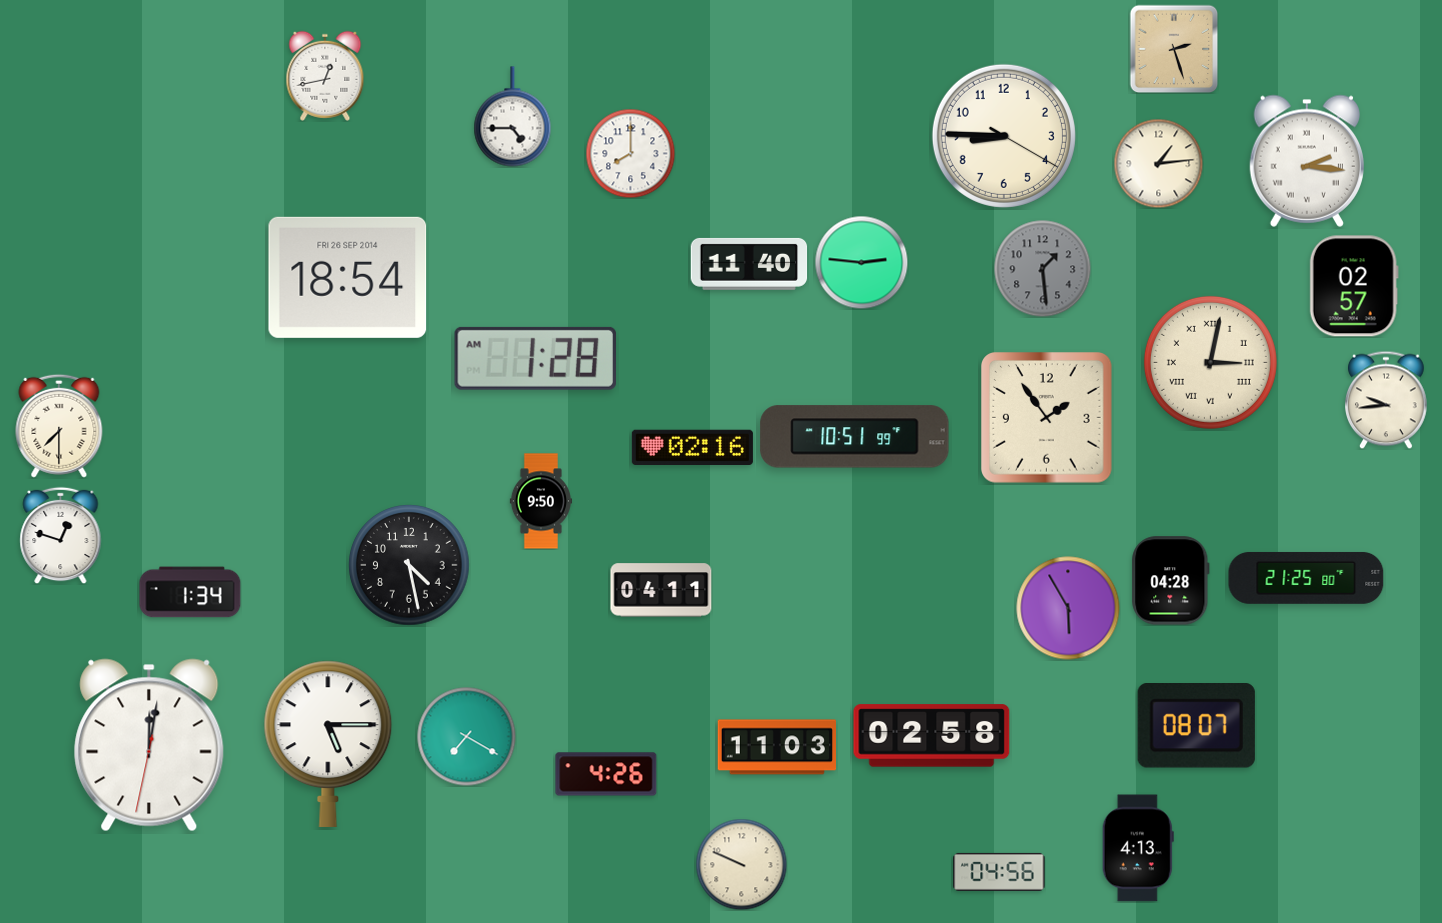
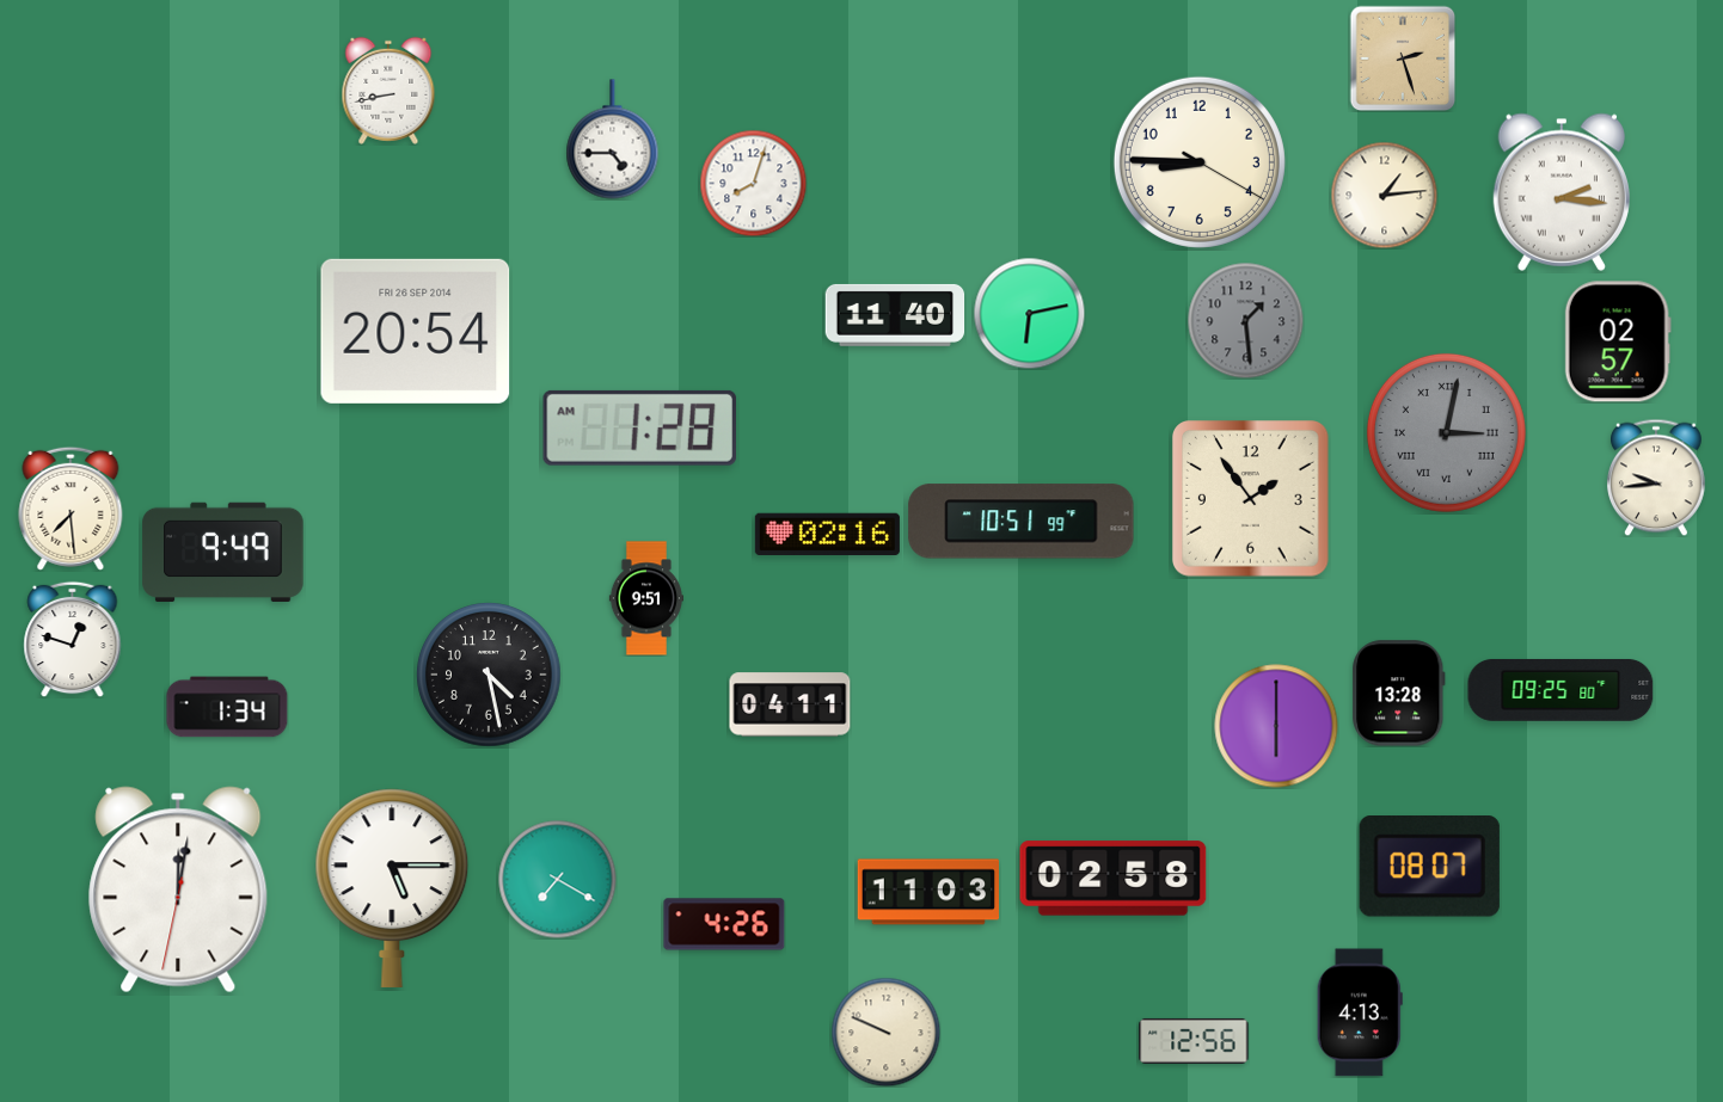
clock at (325, 76): 12:43 -> 8:43
clock at (630, 153): 8:00 -> 8:03
clock at (861, 262): 2:46 -> 6:13
clock at (348, 277): 18:54 -> 20:54
clock at (1210, 362) dial: cream -> grey
clock at (59, 426): 7:30 -> 7:29
clock at (223, 552): none -> 9:49
clock at (541, 501): 9:50 -> 9:51
clock at (1306, 578): 21:25 -> 09:25
clock at (1171, 581): 04:28 -> 13:28
clock at (1068, 608): 5:55 -> 6:00
clock at (999, 872): 04:56 -> 12:56
